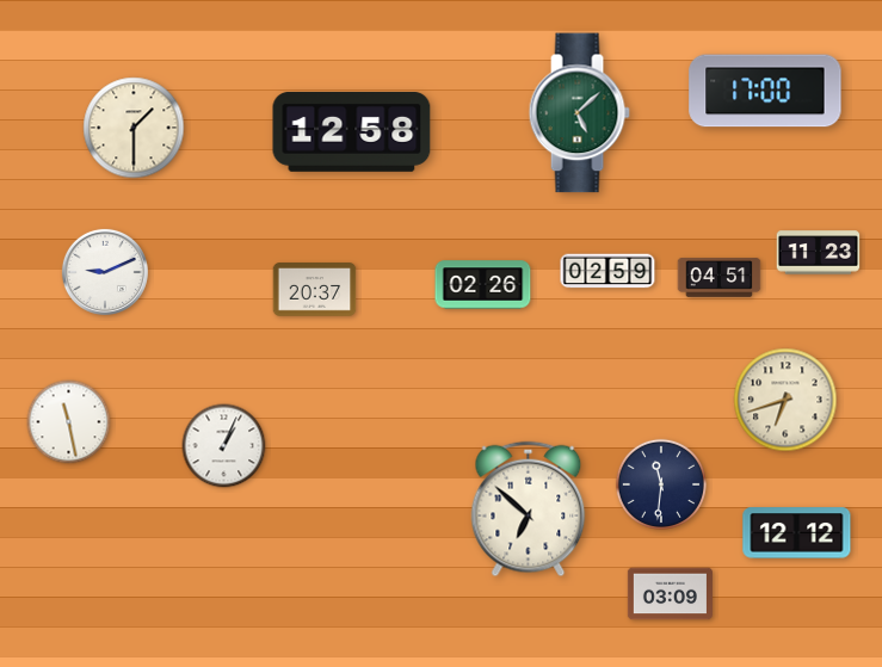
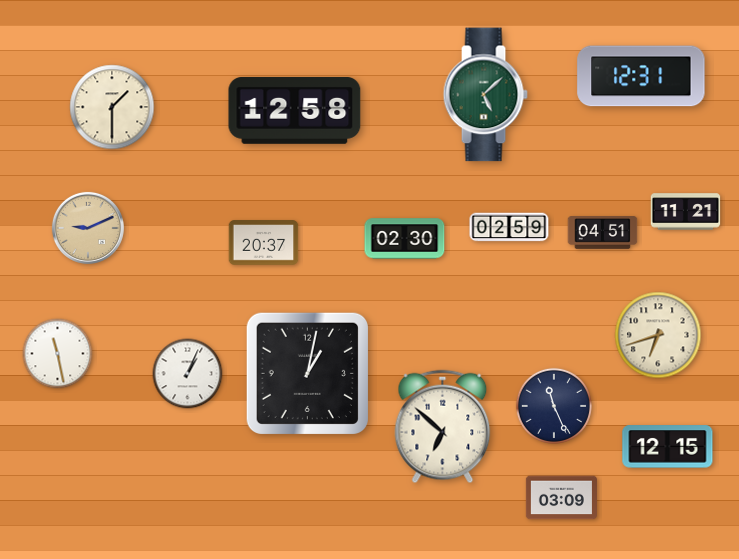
clock at (765, 91): 17:00 -> 12:31
clock at (819, 253): 11:23 -> 11:21
clock at (105, 272) dial: white -> champagne
clock at (483, 285): 02:26 -> 02:30
clock at (307, 373): none -> 1:02
clock at (661, 484): 11:31 -> 11:26
clock at (797, 533): 12:12 -> 12:15
